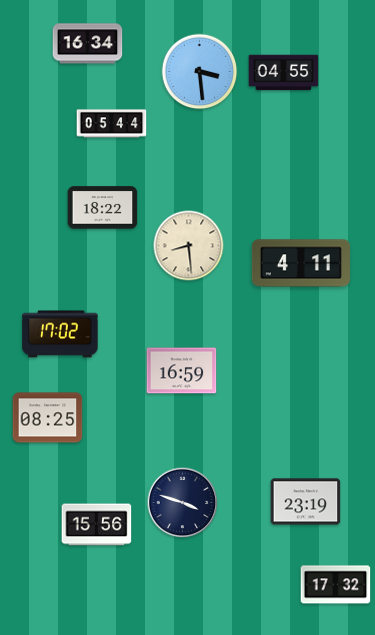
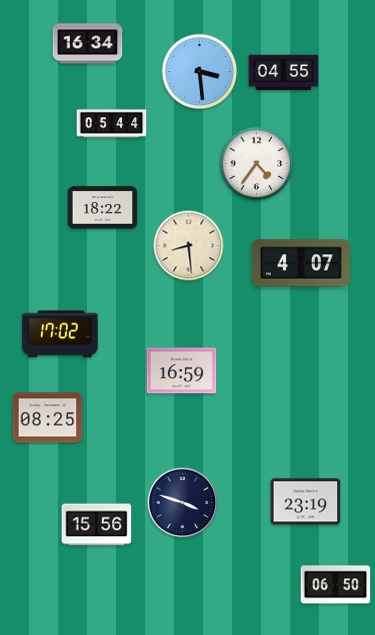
clock at (257, 164): none -> 4:36
clock at (301, 263): 4:11 -> 4:07
clock at (336, 585): 17:32 -> 06:50
